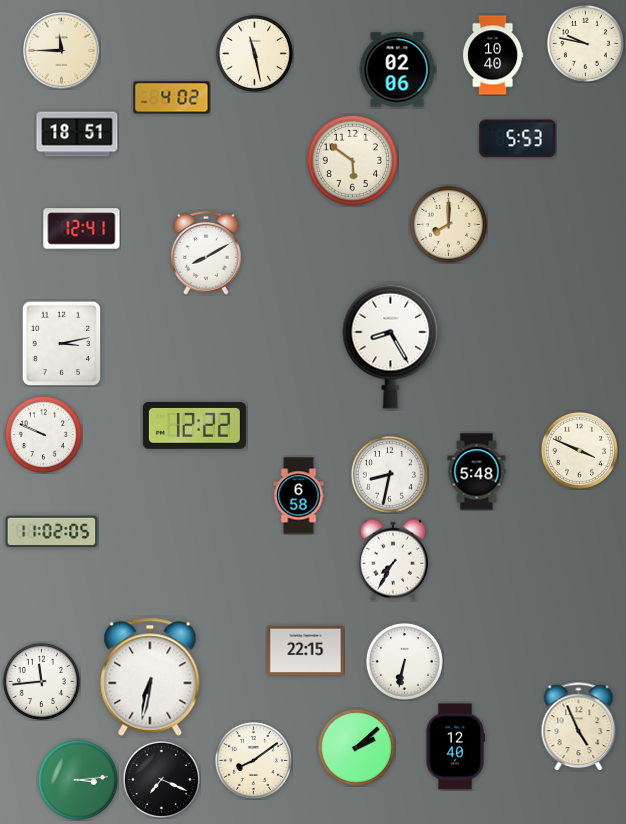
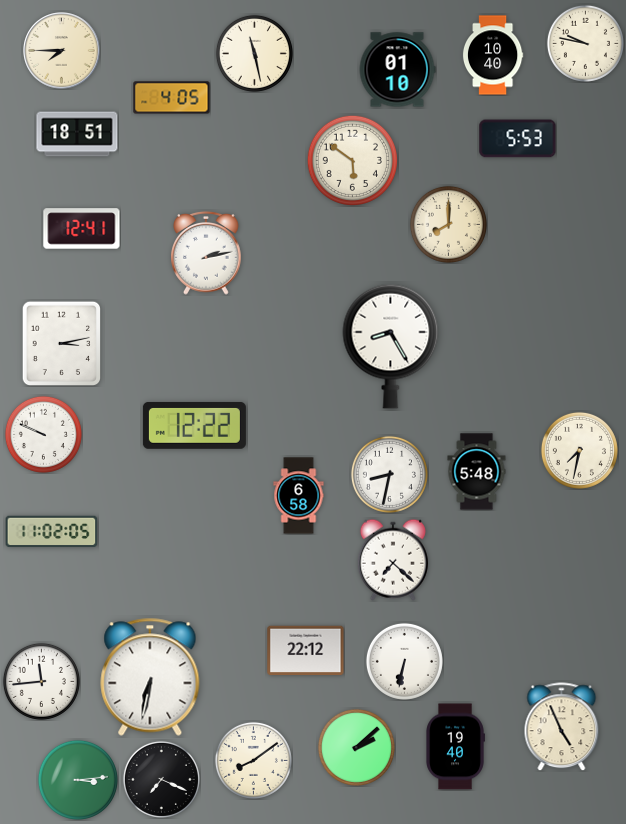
clock at (62, 51): 11:45 -> 7:45
clock at (397, 70): 02:06 -> 01:10
clock at (172, 98): 4:02 -> 4:05
clock at (206, 253): 8:10 -> 2:13
clock at (579, 450): 3:49 -> 7:32
clock at (393, 560): 7:35 -> 7:22
clock at (306, 651): 22:15 -> 22:12
clock at (579, 727) position: (579, 727) -> (562, 727)
clock at (455, 747): 12:40 -> 19:40
